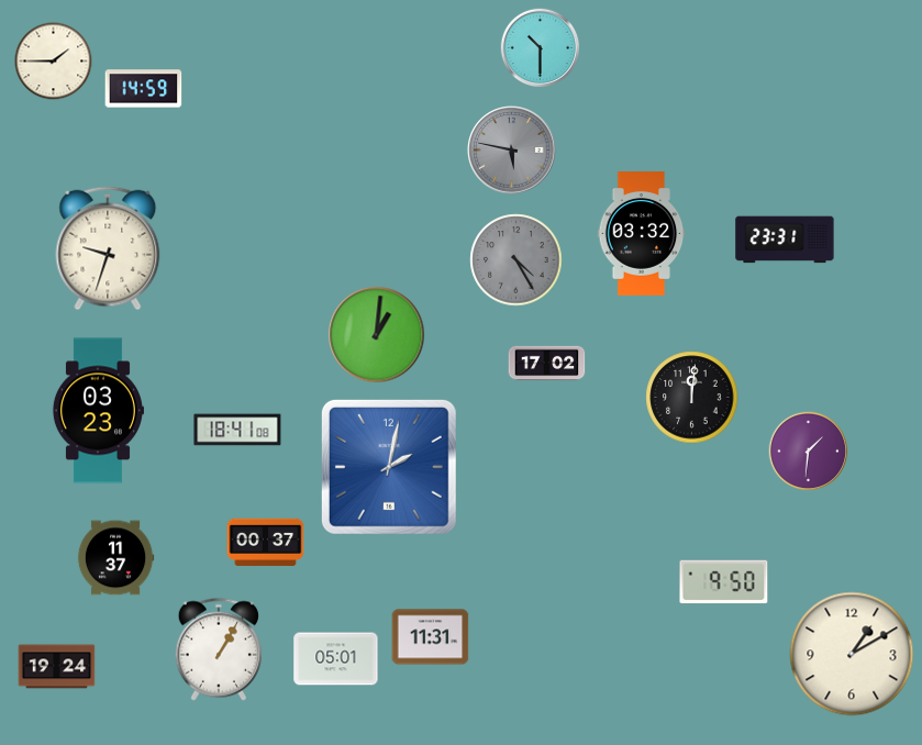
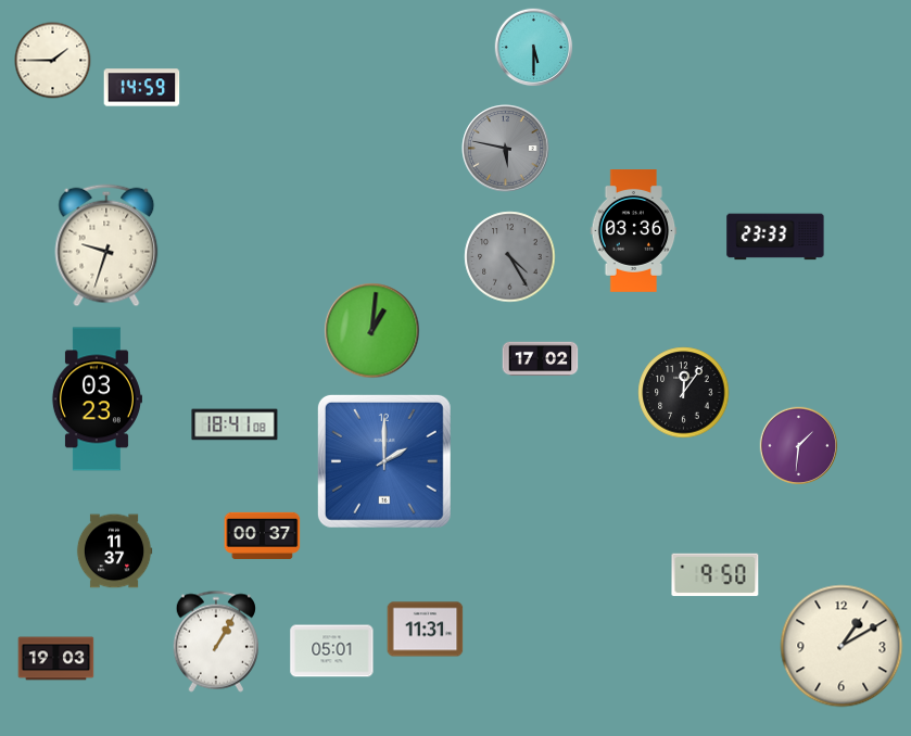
clock at (541, 48): 10:30 -> 5:30
clock at (642, 234): 03:32 -> 03:36
clock at (785, 240): 23:31 -> 23:33
clock at (692, 398): 12:01 -> 12:06
clock at (98, 411) position: (98, 411) -> (97, 399)
clock at (389, 467): 2:02 -> 2:00
clock at (57, 667): 19:24 -> 19:03
